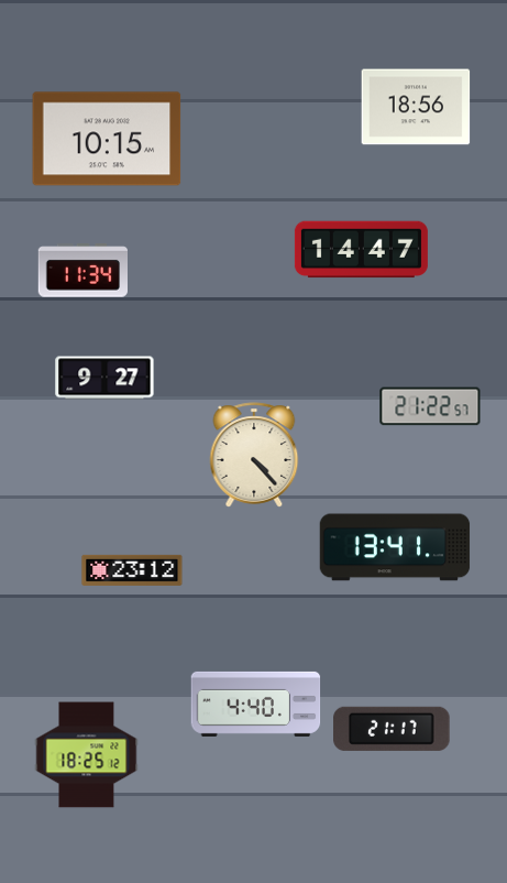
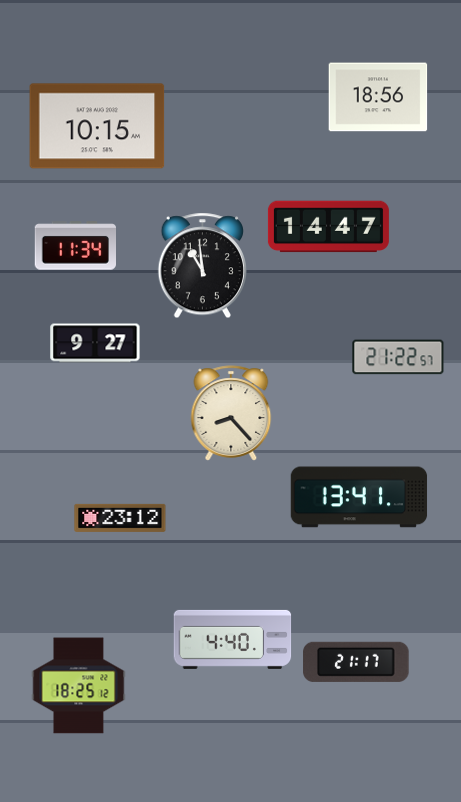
clock at (202, 266): none -> 10:59
clock at (430, 406) position: (430, 406) -> (398, 357)
clock at (254, 455): 4:23 -> 8:23
